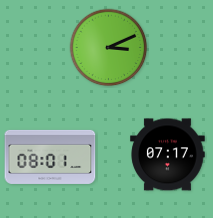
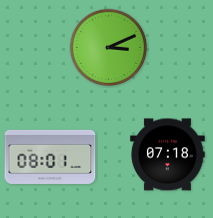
clock at (168, 155): 07:17 -> 07:18
